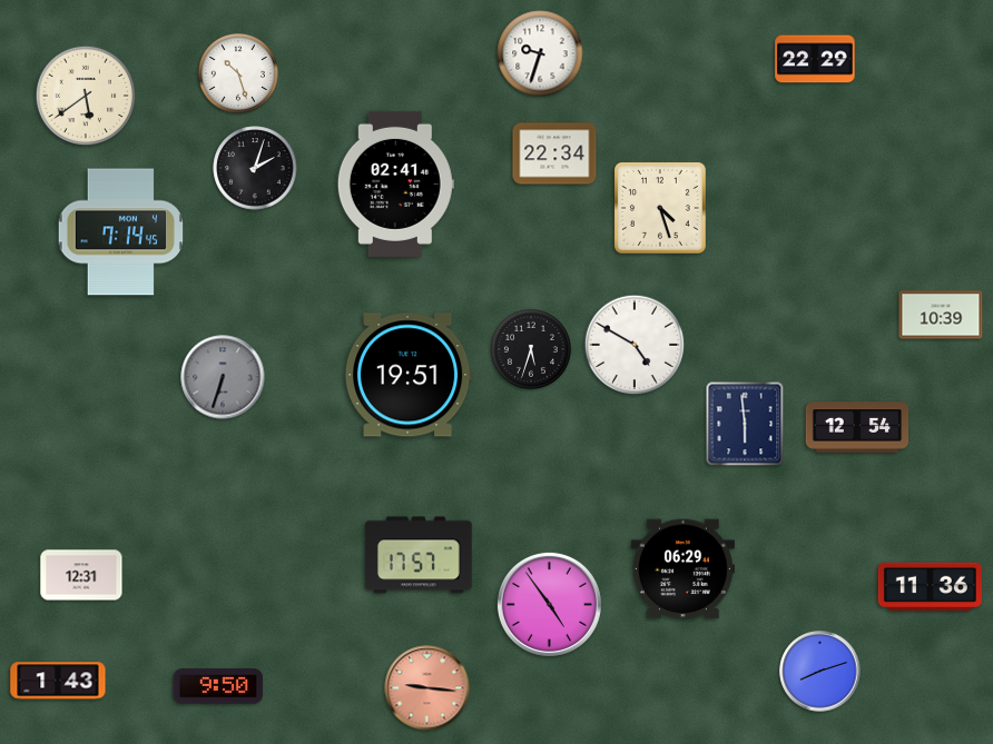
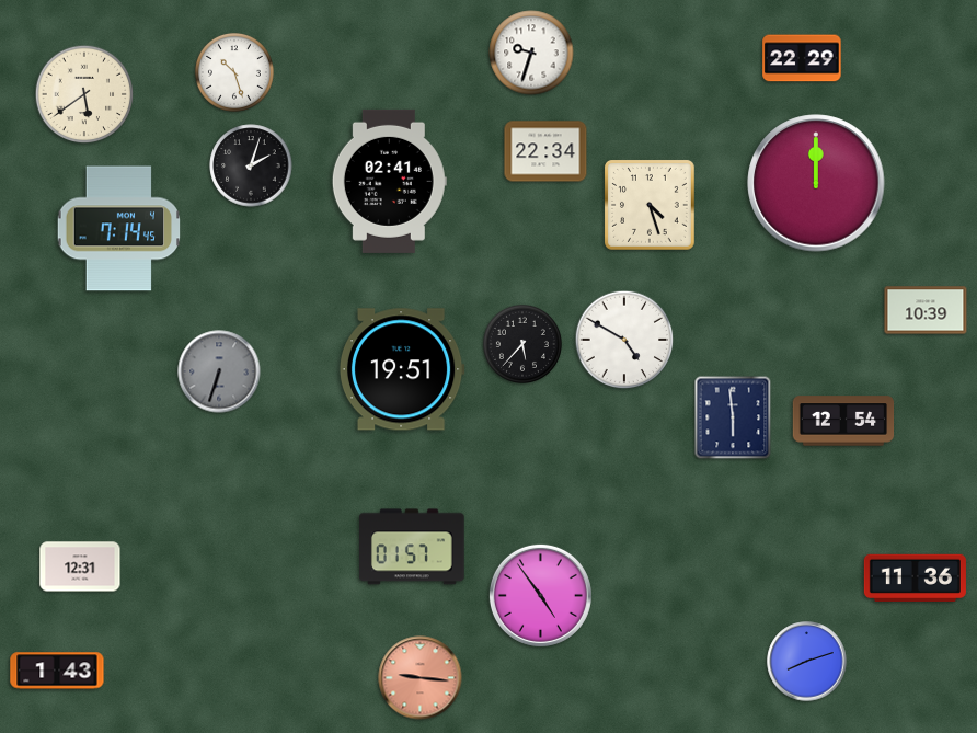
clock at (816, 183): none -> 12:00
clock at (531, 349): 5:33 -> 5:37
clock at (419, 555): 17:57 -> 01:57
clock at (682, 569): 06:29 -> none
clock at (218, 686): 9:50 -> none
